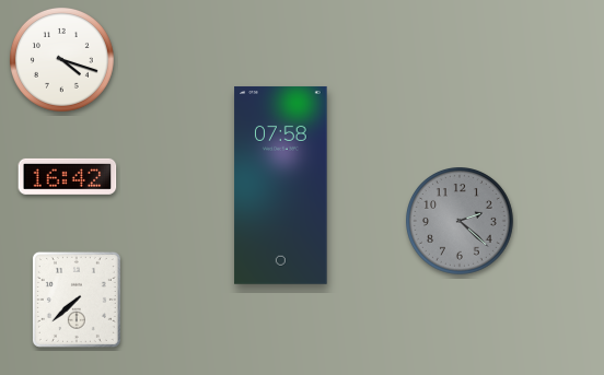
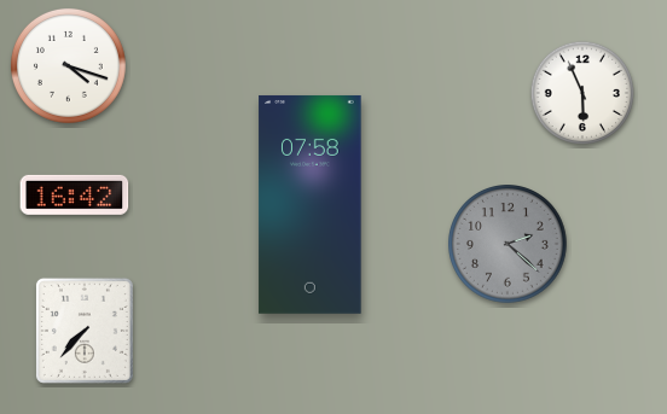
clock at (581, 92): none -> 5:56
clock at (77, 300): 7:38 -> 7:37
